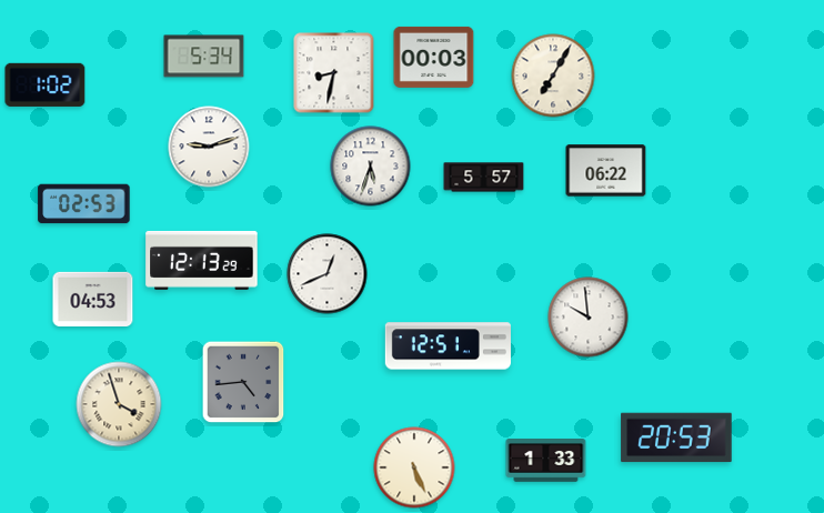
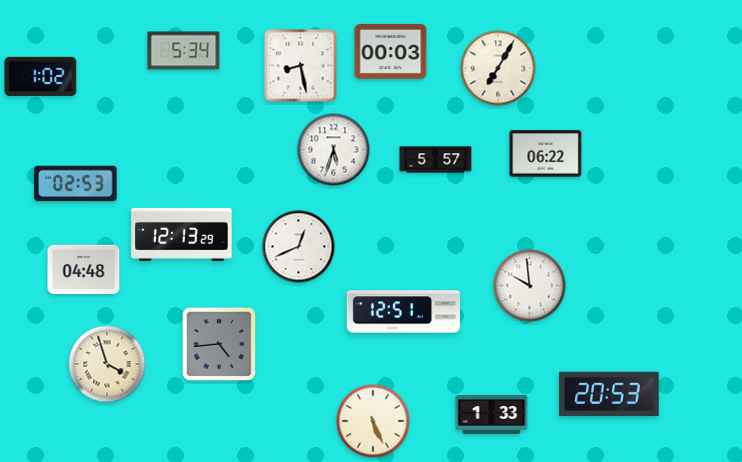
clock at (334, 73): 8:32 -> 8:28
clock at (209, 147): 9:12 -> none
clock at (328, 274) position: (328, 274) -> (299, 247)
clock at (93, 299): 04:53 -> 04:48
